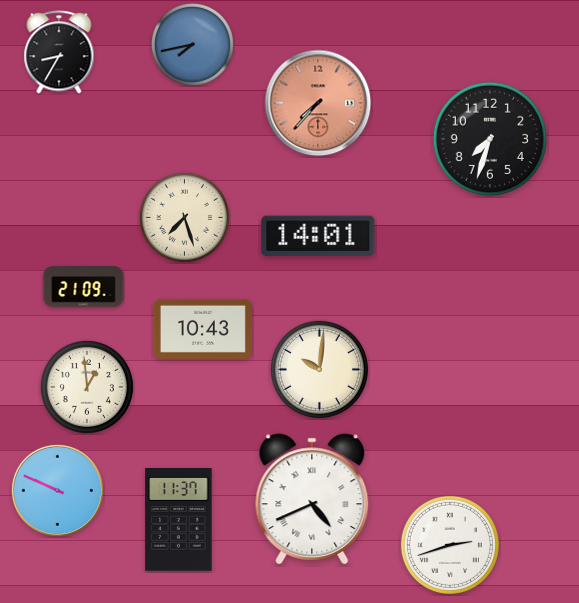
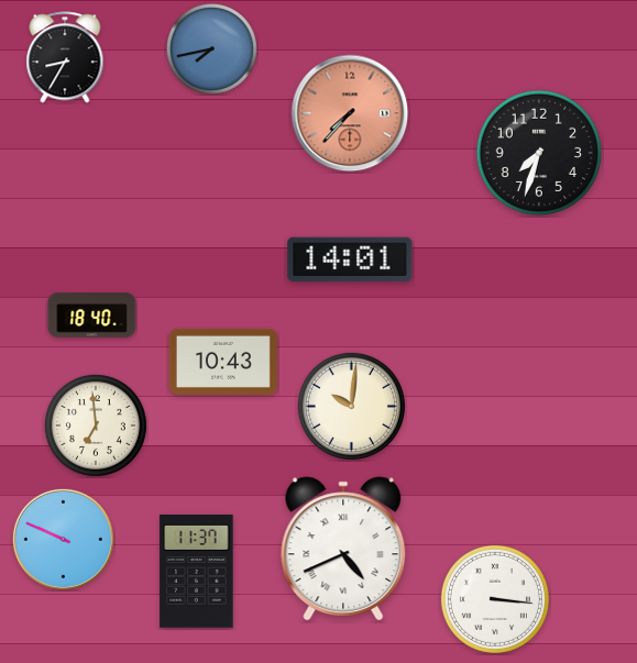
clock at (184, 217): 7:27 -> none
clock at (84, 287): 21:09 -> 18:40
clock at (87, 387): 12:59 -> 6:59
clock at (450, 545): 2:42 -> 3:16
